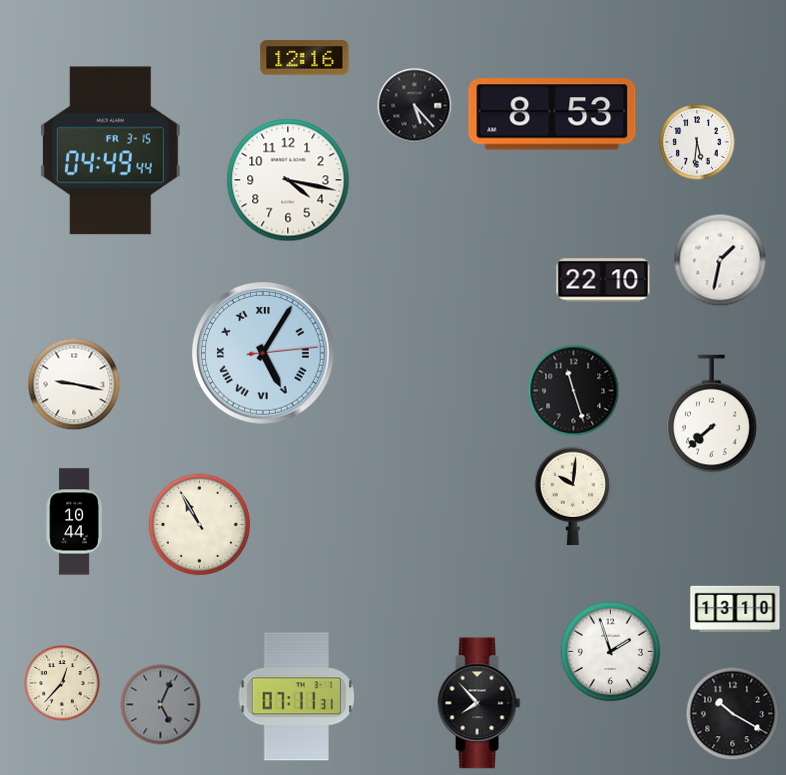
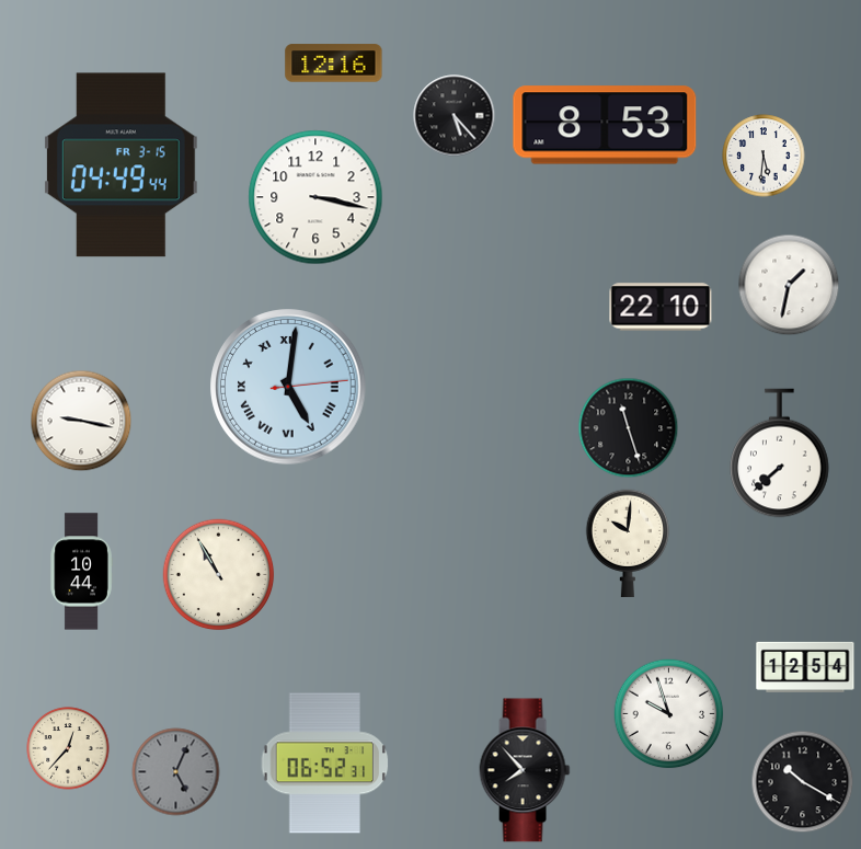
clock at (288, 180): 4:17 -> 3:17
clock at (263, 353): 5:05 -> 5:01
clock at (735, 609): 13:10 -> 12:54
clock at (611, 652): 1:57 -> 9:57
clock at (297, 697): 07:11 -> 06:52
